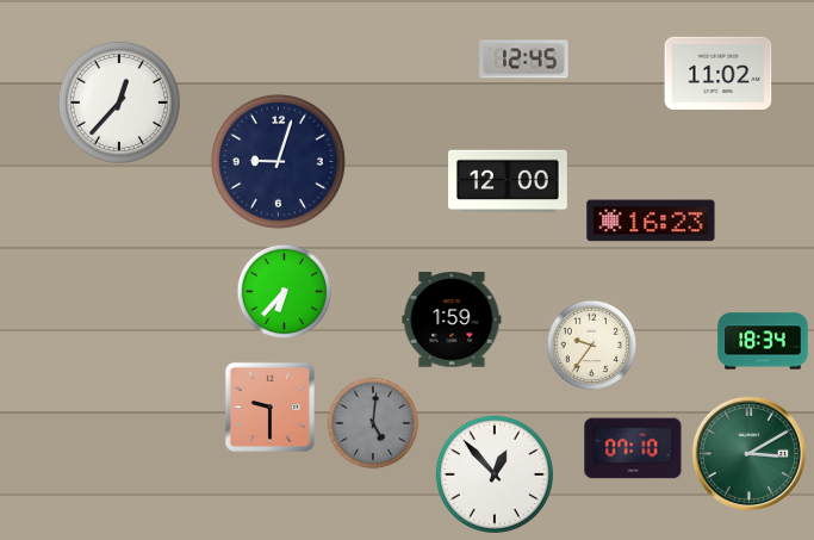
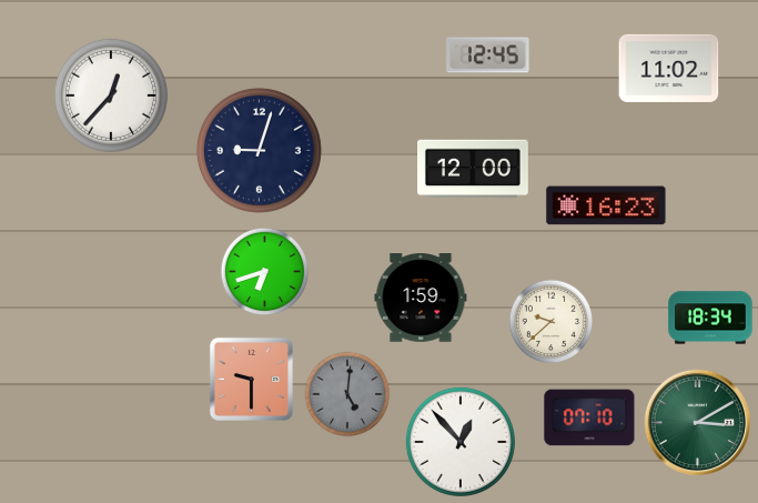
clock at (285, 292): 6:37 -> 6:42
clock at (592, 346): 9:36 -> 9:38
